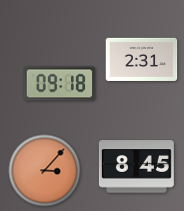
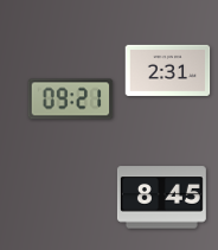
clock at (60, 84): 09:18 -> 09:21
clock at (45, 171): 3:07 -> none
